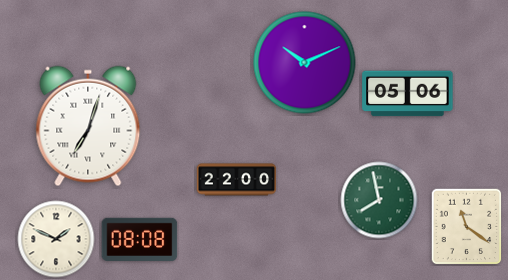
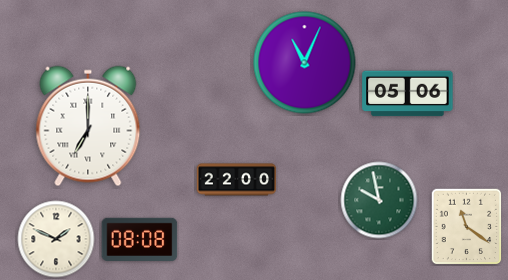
clock at (305, 63): 10:11 -> 11:04
clock at (88, 126): 7:03 -> 7:00
clock at (379, 200): 7:58 -> 9:58
